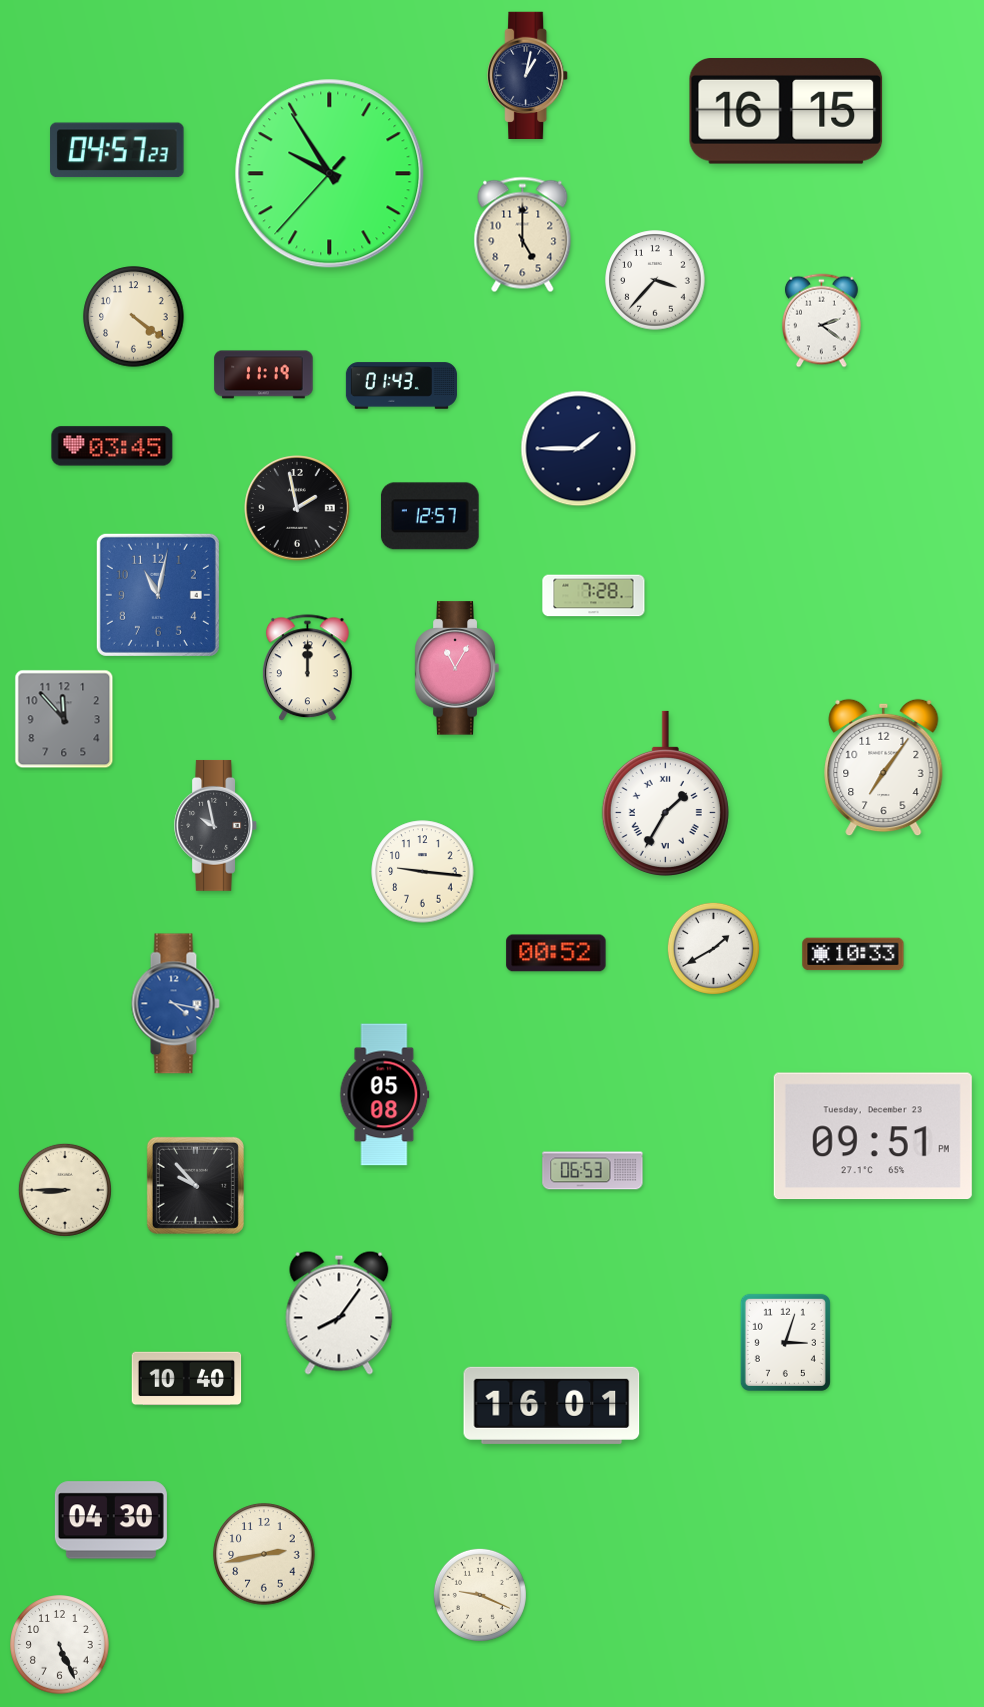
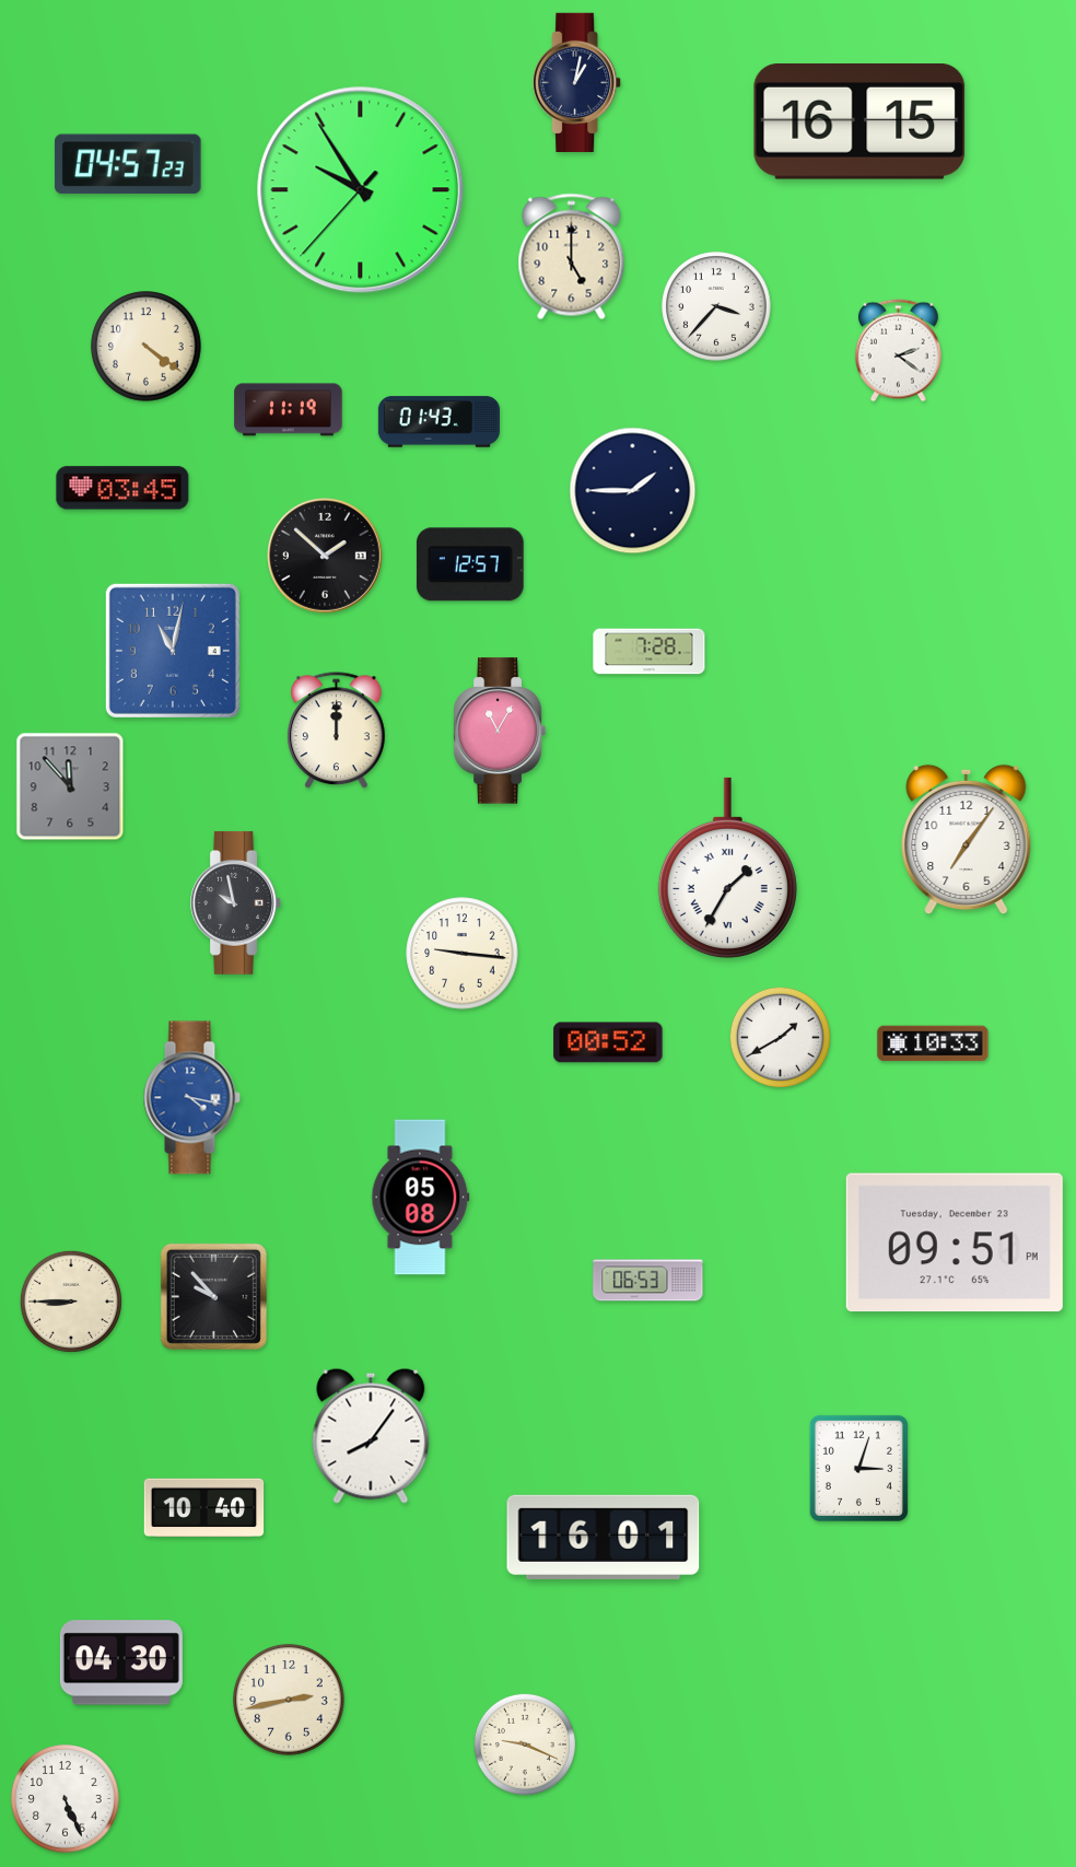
clock at (297, 508): 1:58 -> 1:52
